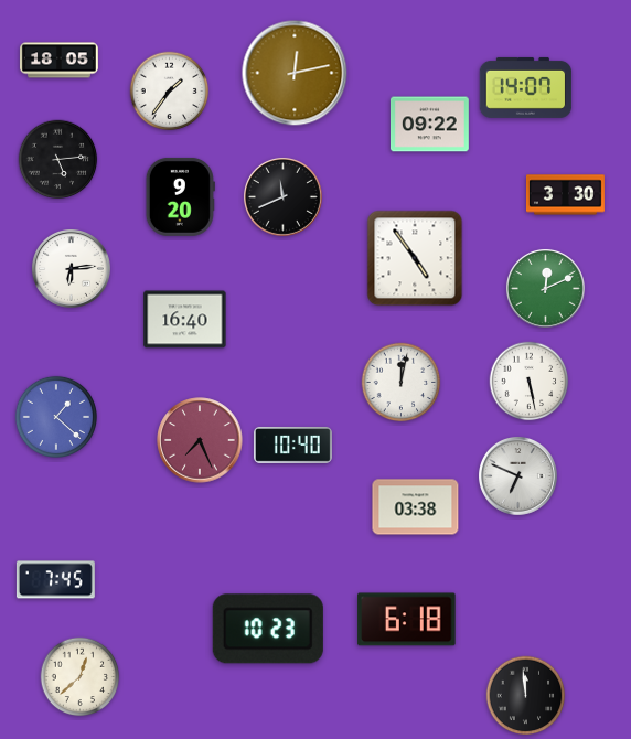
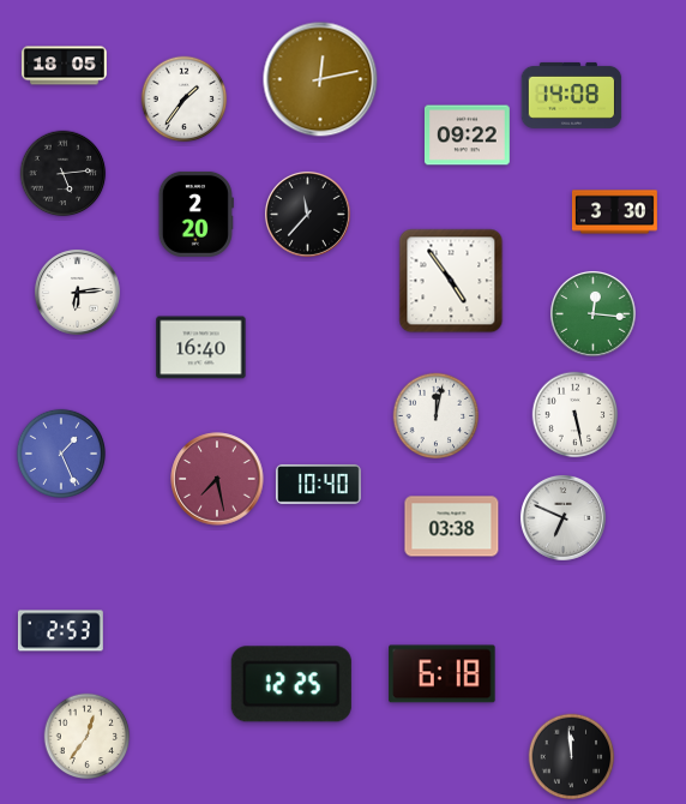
clock at (526, 87): 14:07 -> 14:08
clock at (180, 196): 9:20 -> 2:20
clock at (282, 196): 11:41 -> 11:37
clock at (545, 288): 12:11 -> 12:16
clock at (56, 417): 1:22 -> 1:26
clock at (200, 440): 7:26 -> 7:28
clock at (416, 507) position: (416, 507) -> (452, 527)
clock at (55, 580): 7:45 -> 2:53
clock at (268, 629): 10:23 -> 12:25
clock at (81, 677): 12:38 -> 12:36
